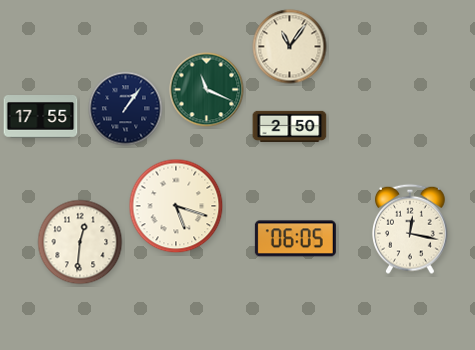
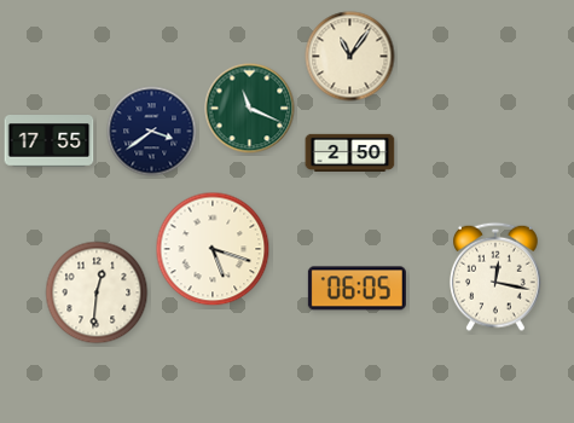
clock at (126, 109): 1:06 -> 3:39
